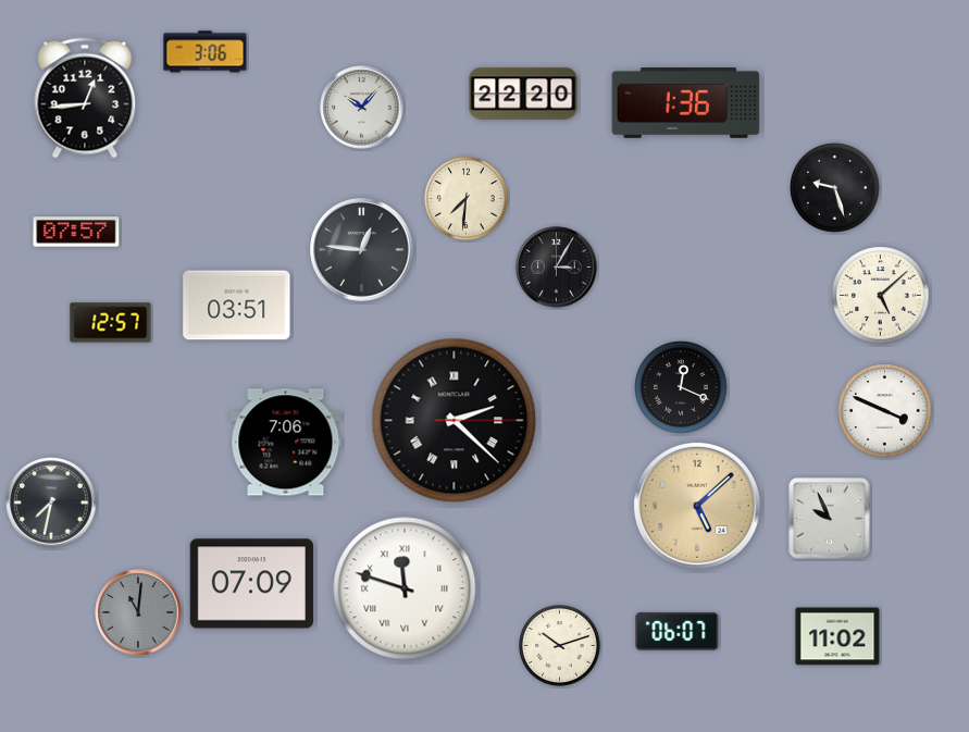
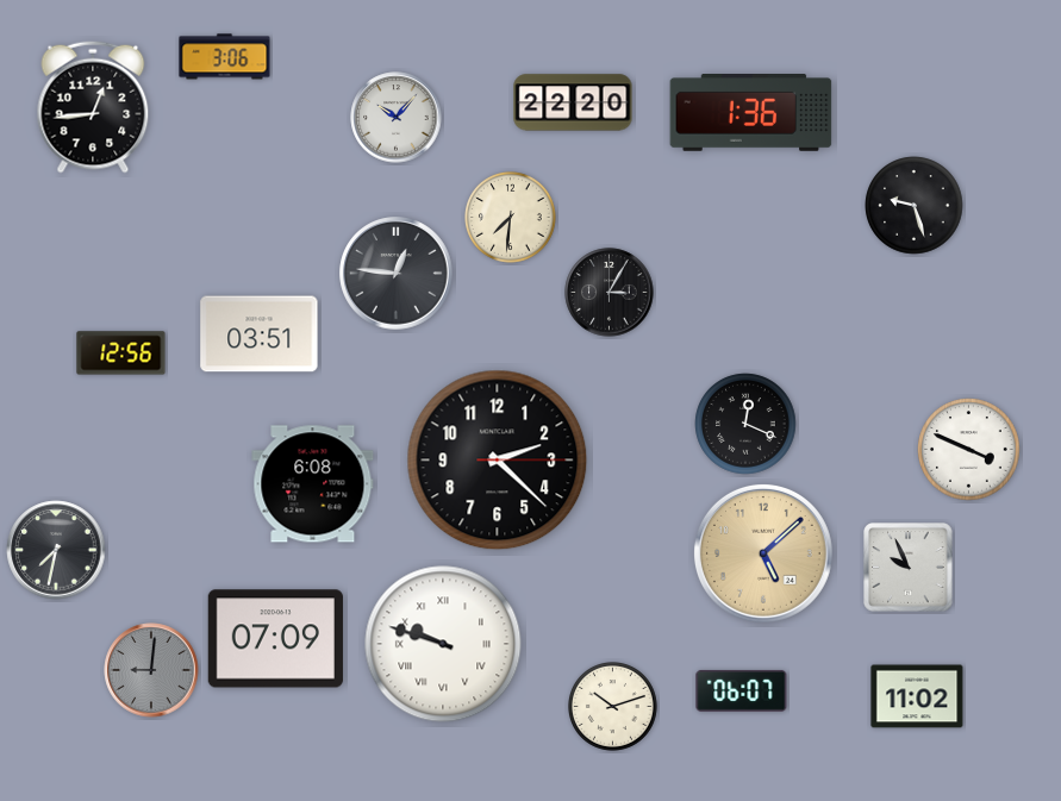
clock at (76, 232): 07:57 -> none
clock at (881, 296): 5:08 -> none
clock at (111, 323): 12:57 -> 12:56
clock at (455, 421) numerals: Roman -> Arabic
clock at (286, 443): 7:06 -> 6:08
clock at (405, 588): 11:48 -> 9:48
clock at (138, 612): 11:01 -> 9:01
